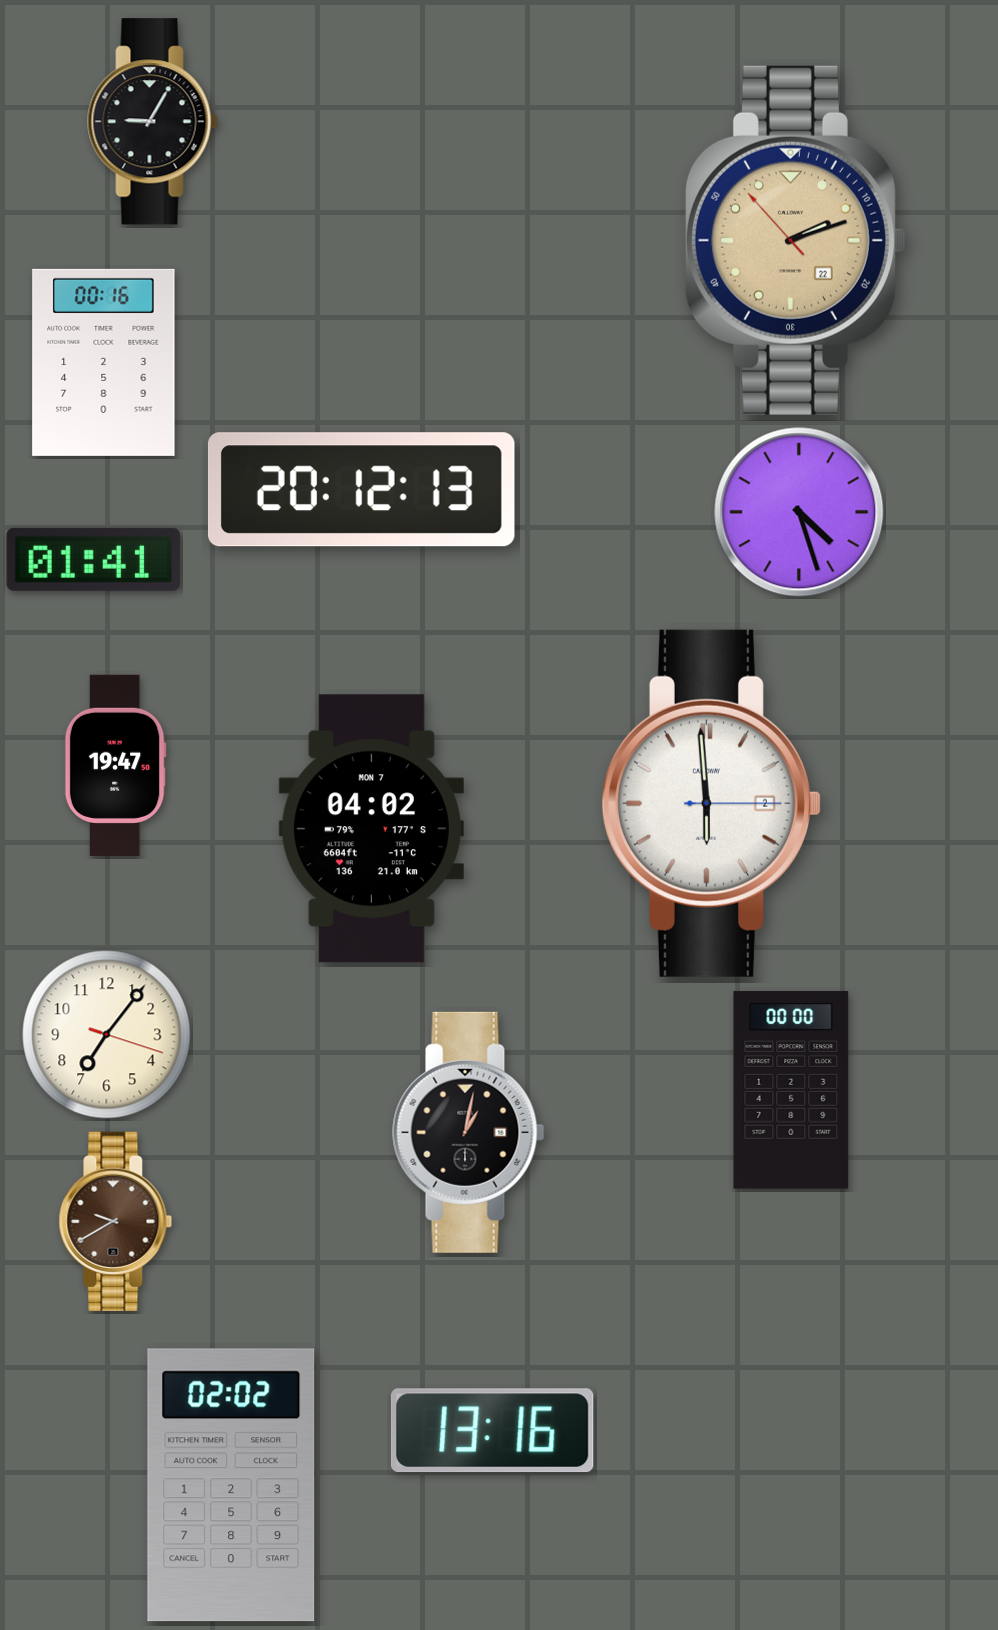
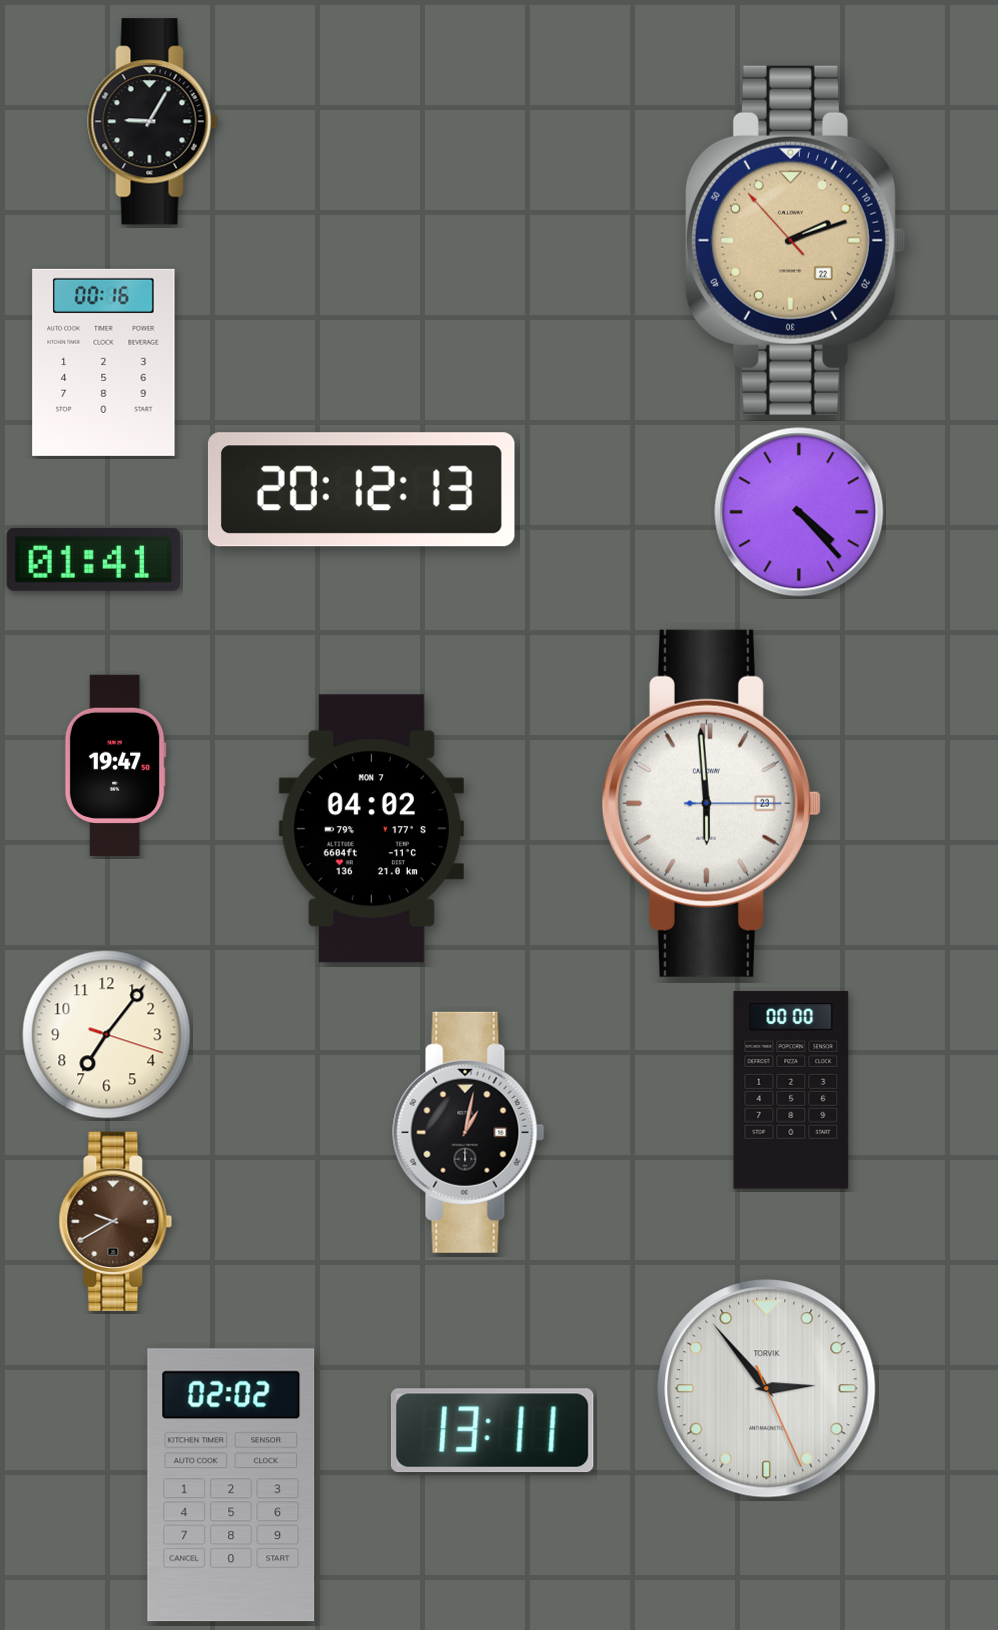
clock at (799, 512): 4:27 -> 4:23
clock at (711, 803) date: 2 -> 23
clock at (767, 1389): none -> 2:53
clock at (492, 1431): 13:16 -> 13:11
